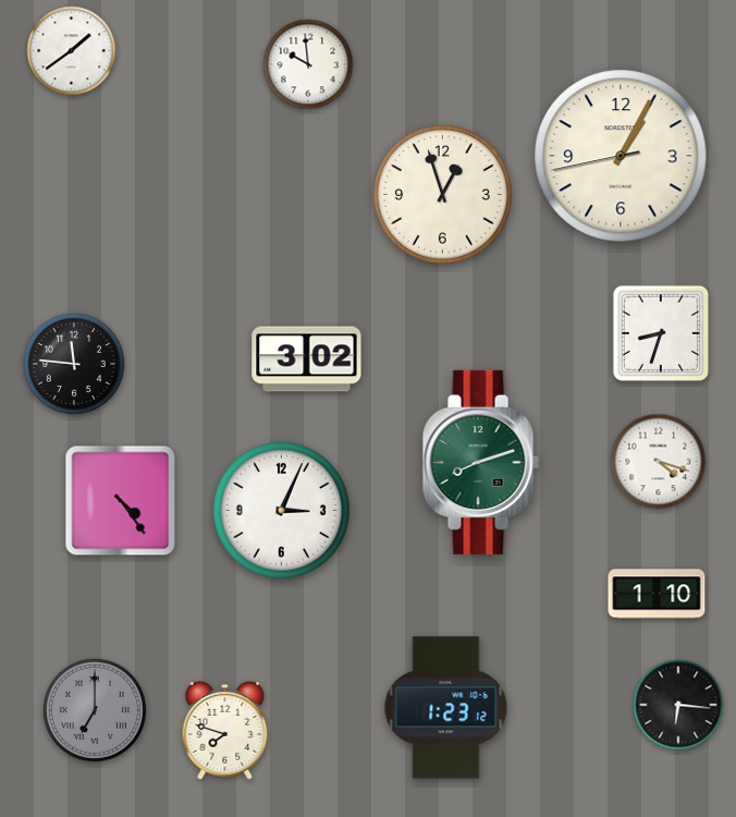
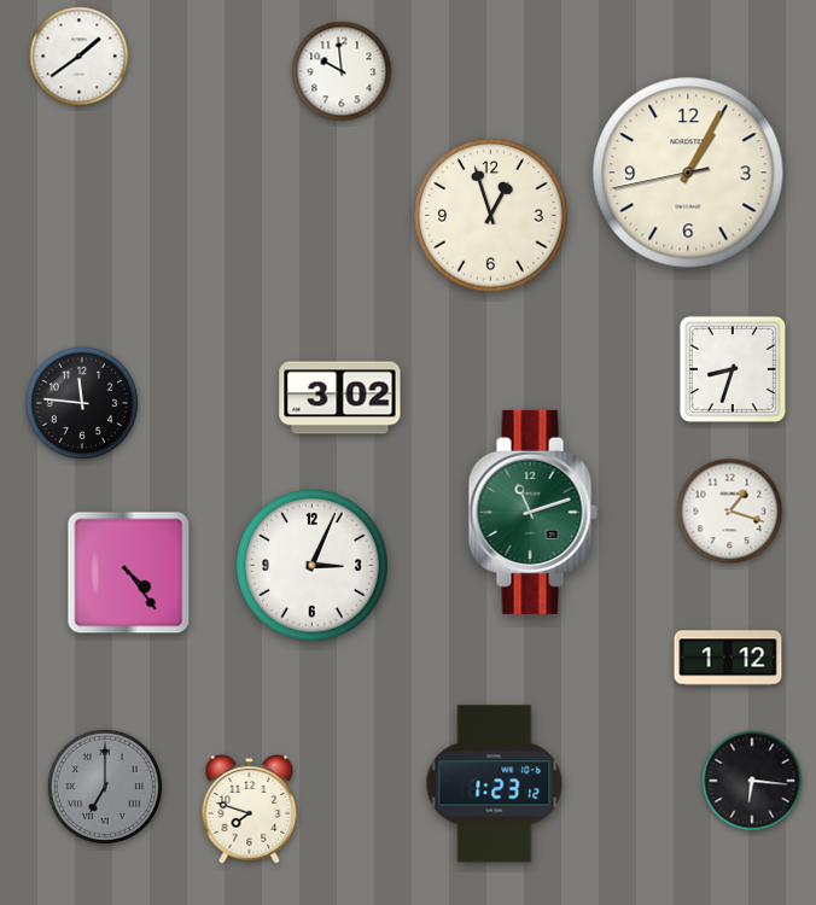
clock at (480, 462): 8:12 -> 11:12
clock at (659, 462): 4:18 -> 1:18
clock at (121, 501) position: (121, 501) -> (129, 573)
clock at (657, 594): 1:10 -> 1:12
